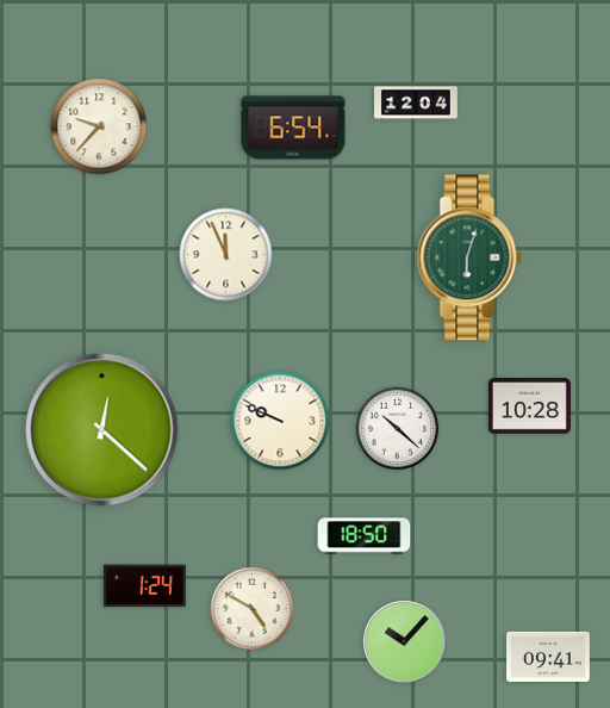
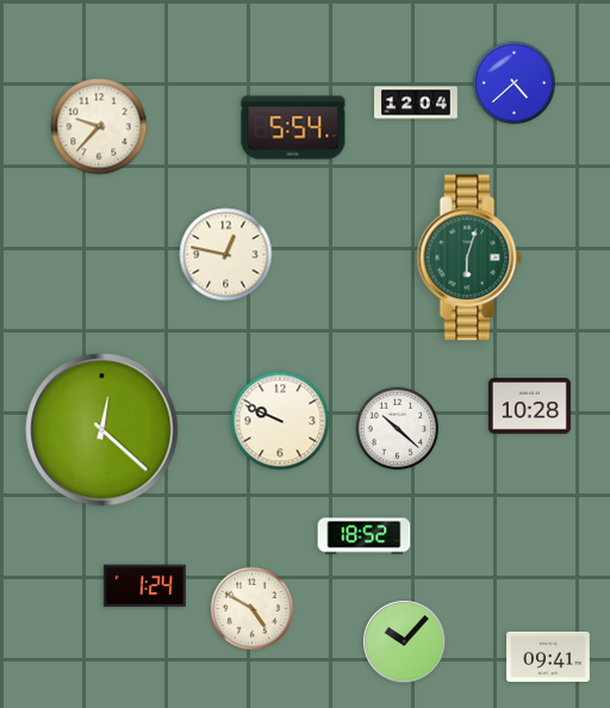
clock at (515, 83): none -> 4:38
clock at (293, 128): 6:54 -> 5:54
clock at (226, 255): 11:56 -> 12:47
clock at (365, 536): 18:50 -> 18:52
